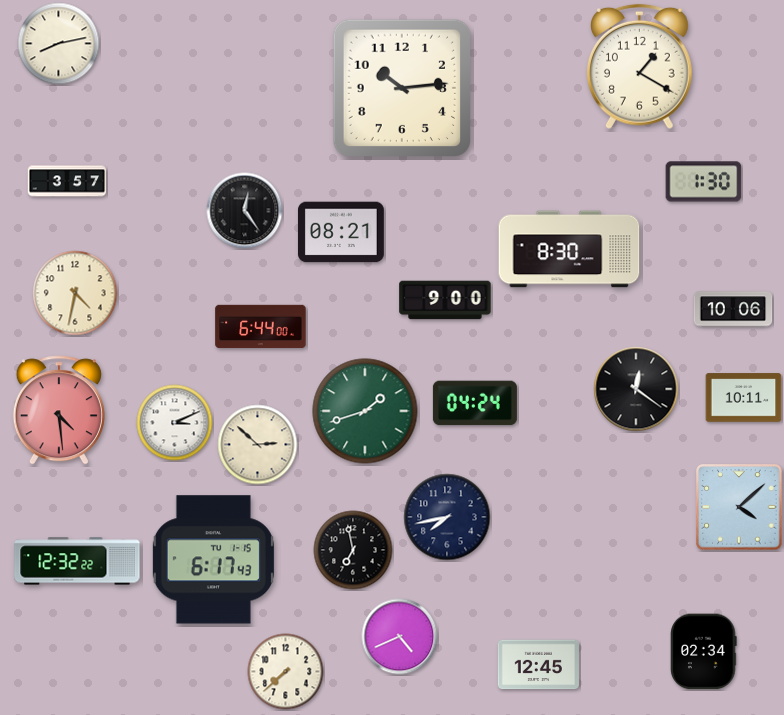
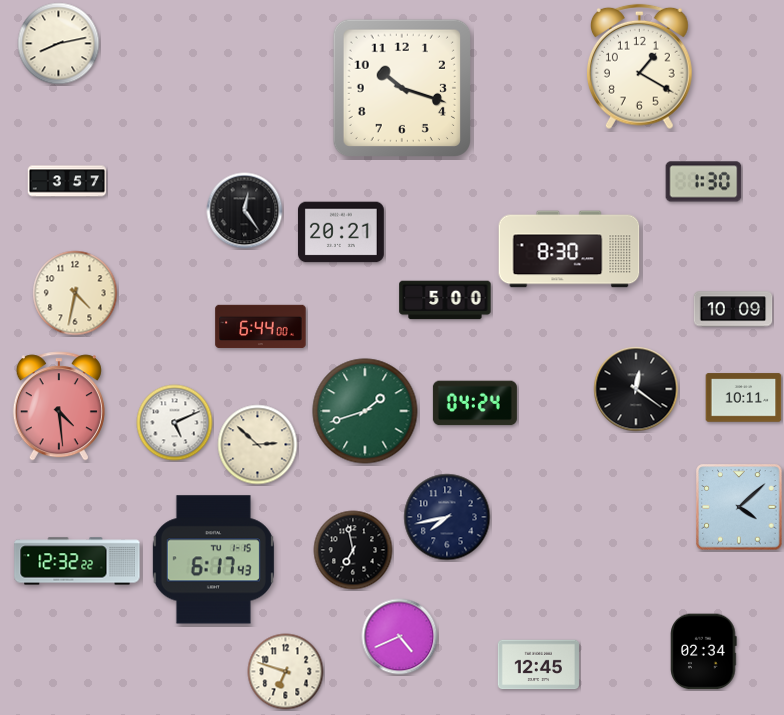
clock at (401, 87): 10:14 -> 10:18
clock at (341, 232): 08:21 -> 20:21
clock at (445, 300): 9:00 -> 5:00
clock at (733, 309): 10:06 -> 10:09
clock at (59, 410) position: (59, 410) -> (59, 406)
clock at (175, 423): 3:11 -> 5:11
clock at (286, 672): 7:38 -> 6:48
